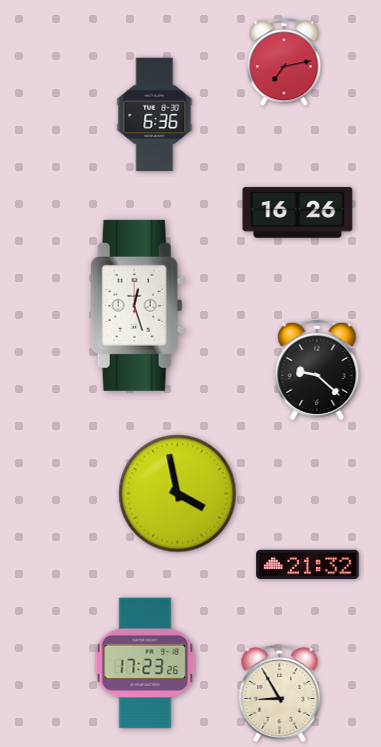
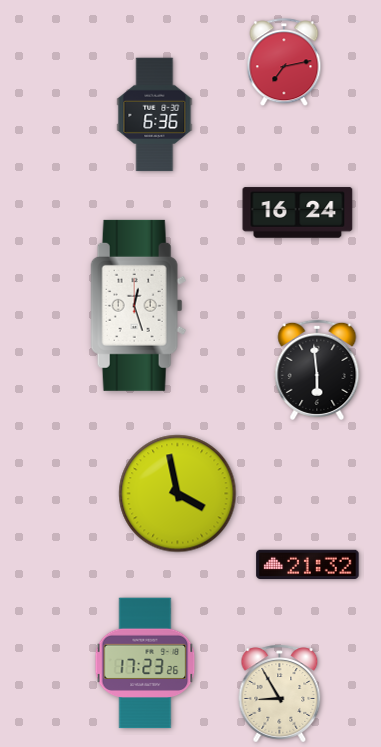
clock at (298, 213): 16:26 -> 16:24
clock at (317, 370): 9:22 -> 5:59
